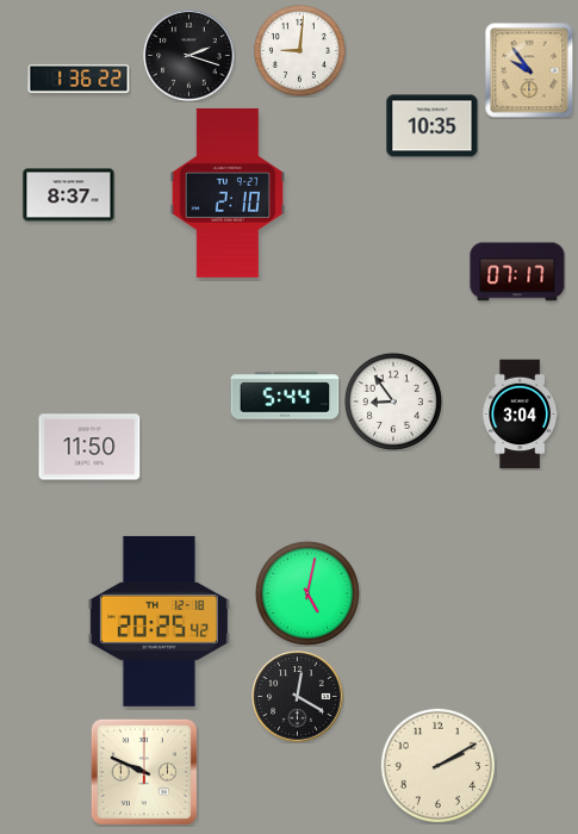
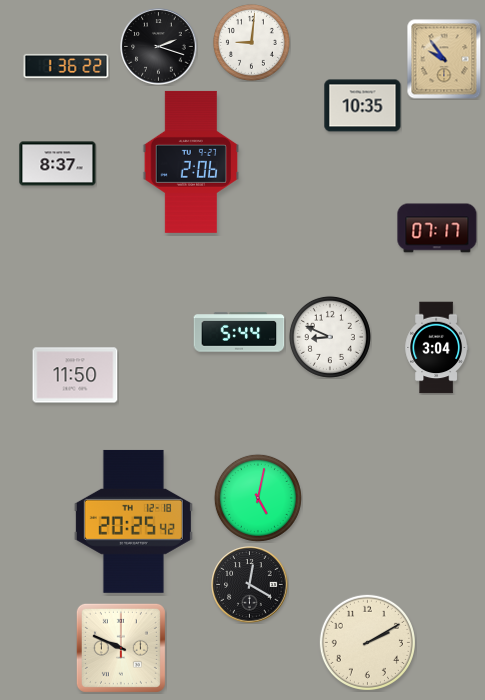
clock at (228, 193): 2:10 -> 2:06
clock at (517, 272) position: (517, 272) -> (437, 228)
clock at (393, 402): 8:54 -> 8:49
